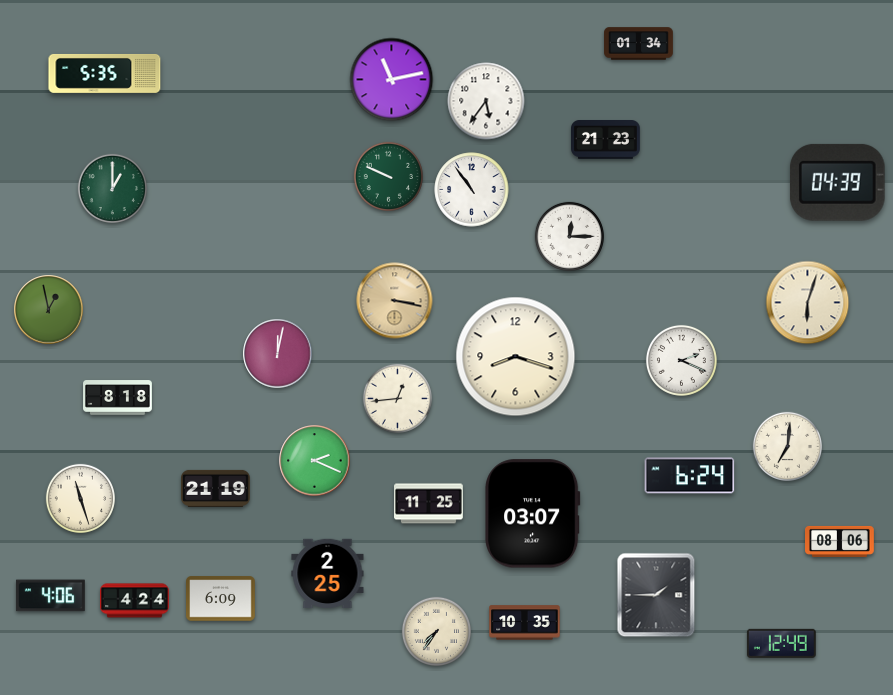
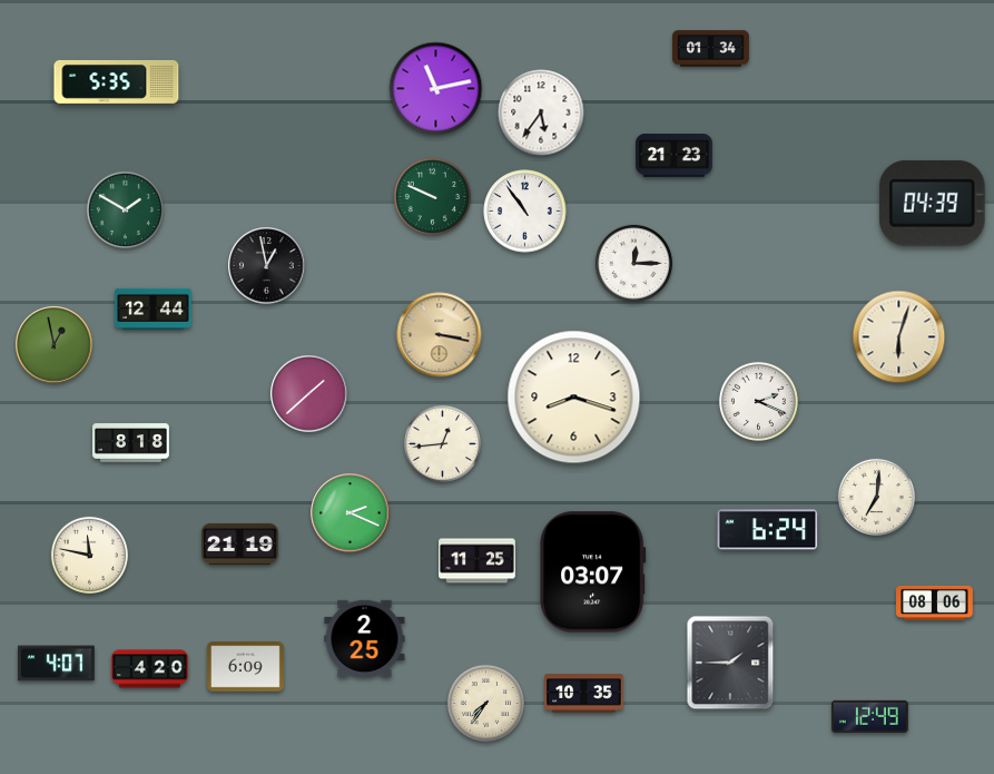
clock at (112, 188): 1:00 -> 1:50
clock at (267, 266): none -> 12:58
clock at (154, 308): none -> 12:44
clock at (278, 354): 12:02 -> 1:38
clock at (80, 498): 11:27 -> 11:47
clock at (50, 596): 4:06 -> 4:07
clock at (135, 601): 4:24 -> 4:20
